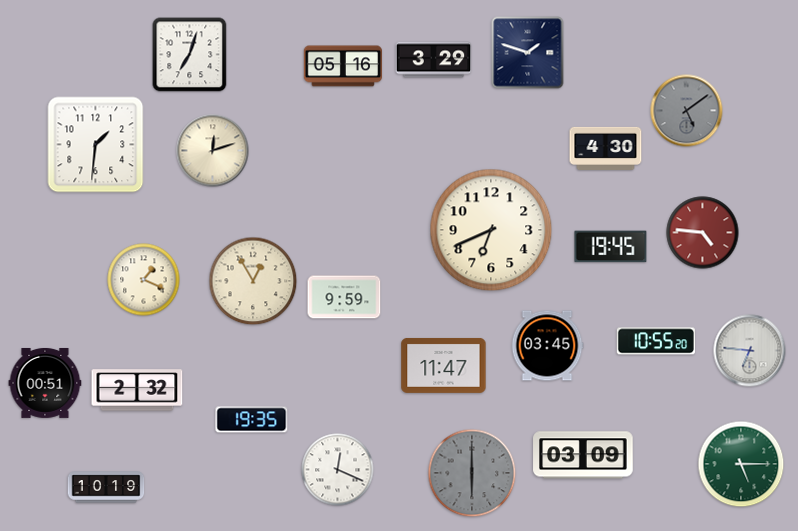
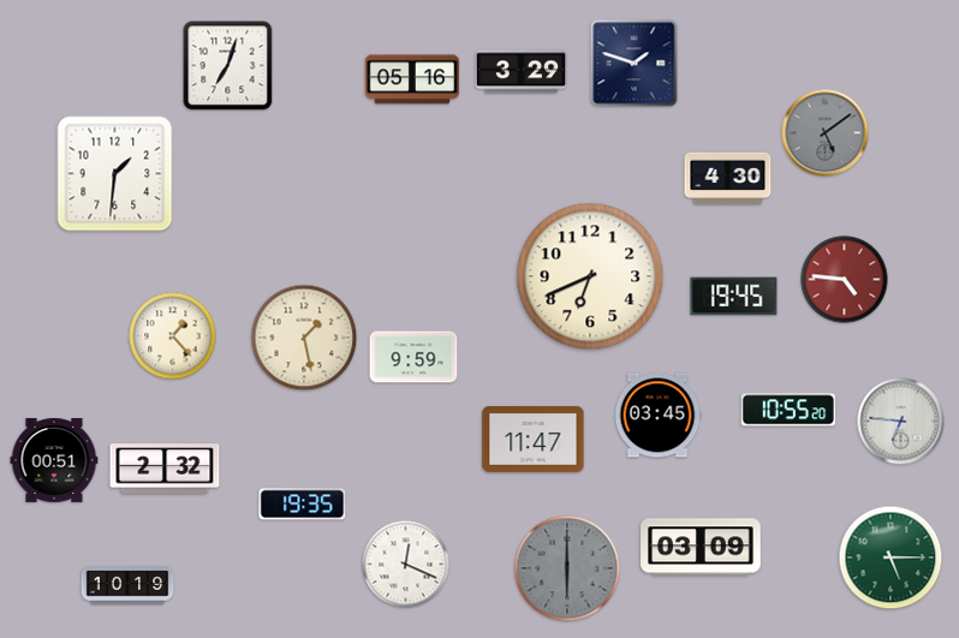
clock at (213, 151): 12:12 -> none
clock at (144, 280): 1:19 -> 1:23
clock at (253, 281): 12:55 -> 1:28
